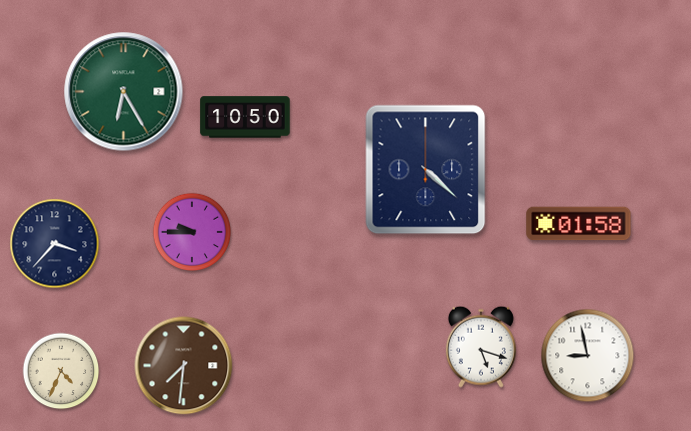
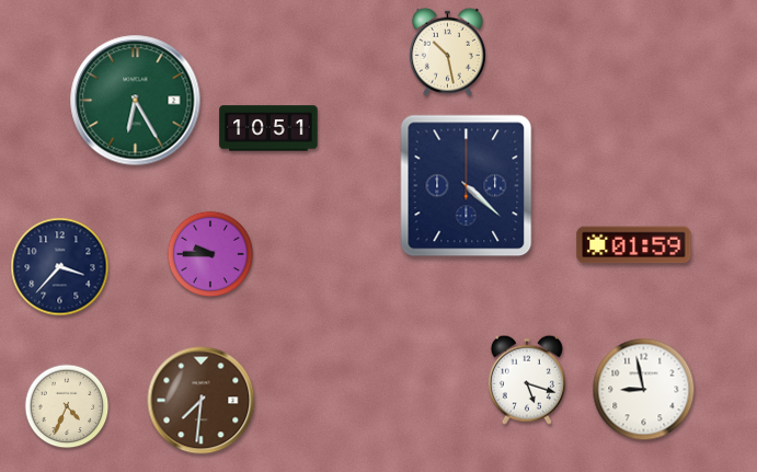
clock at (447, 51): none -> 10:28
clock at (245, 117): 10:50 -> 10:51
clock at (579, 224): 01:58 -> 01:59
